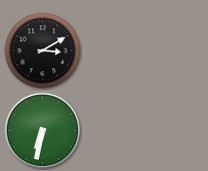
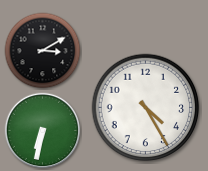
clock at (146, 108): none -> 4:25
